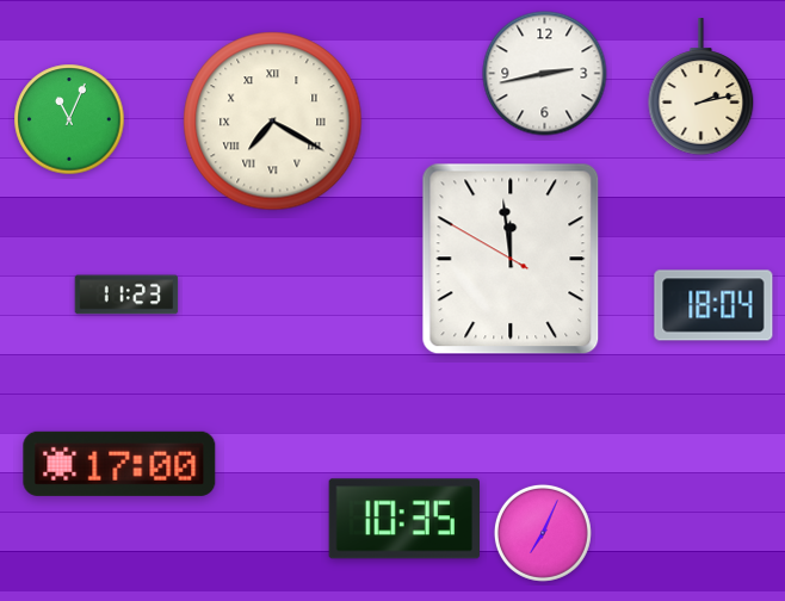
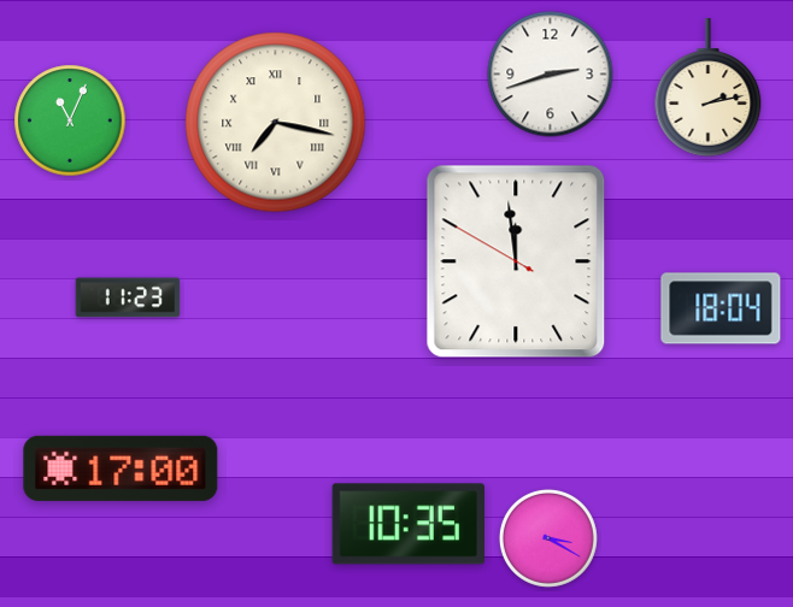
clock at (545, 74): 2:43 -> 2:42
clock at (273, 122): 7:20 -> 7:17
clock at (543, 533): 7:04 -> 3:20
